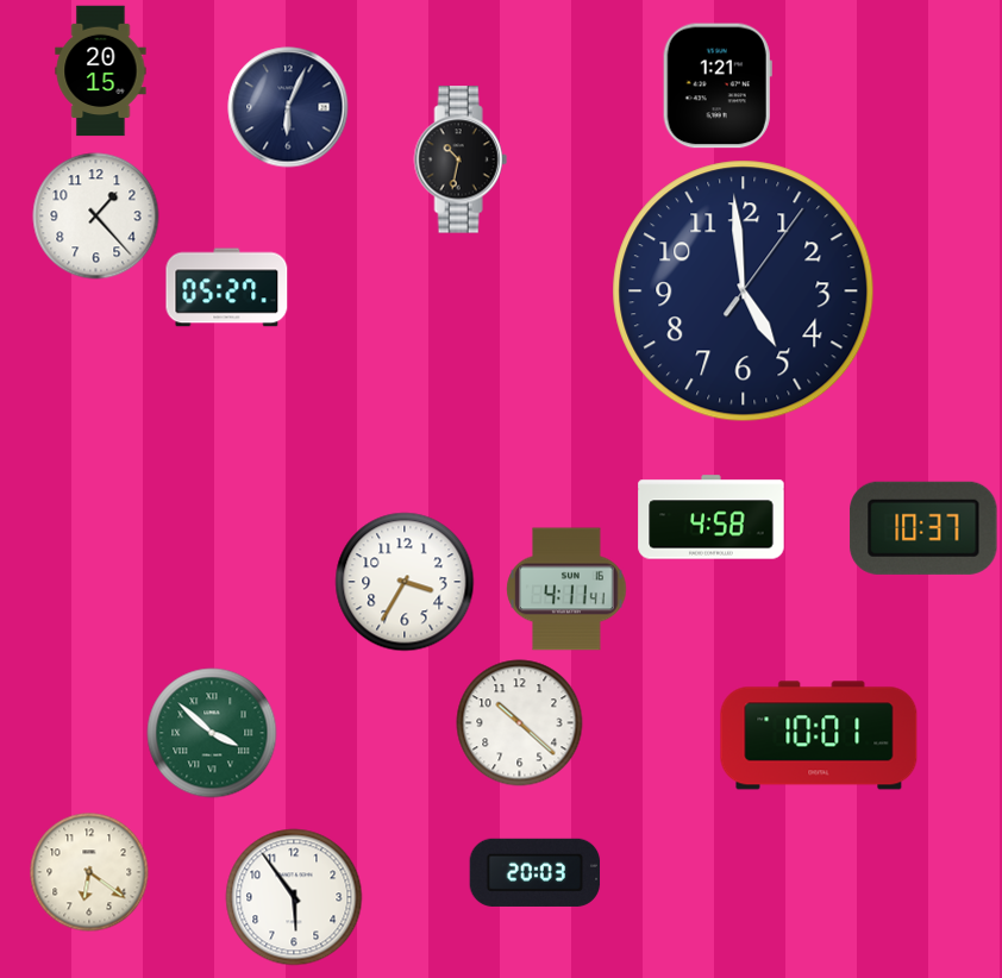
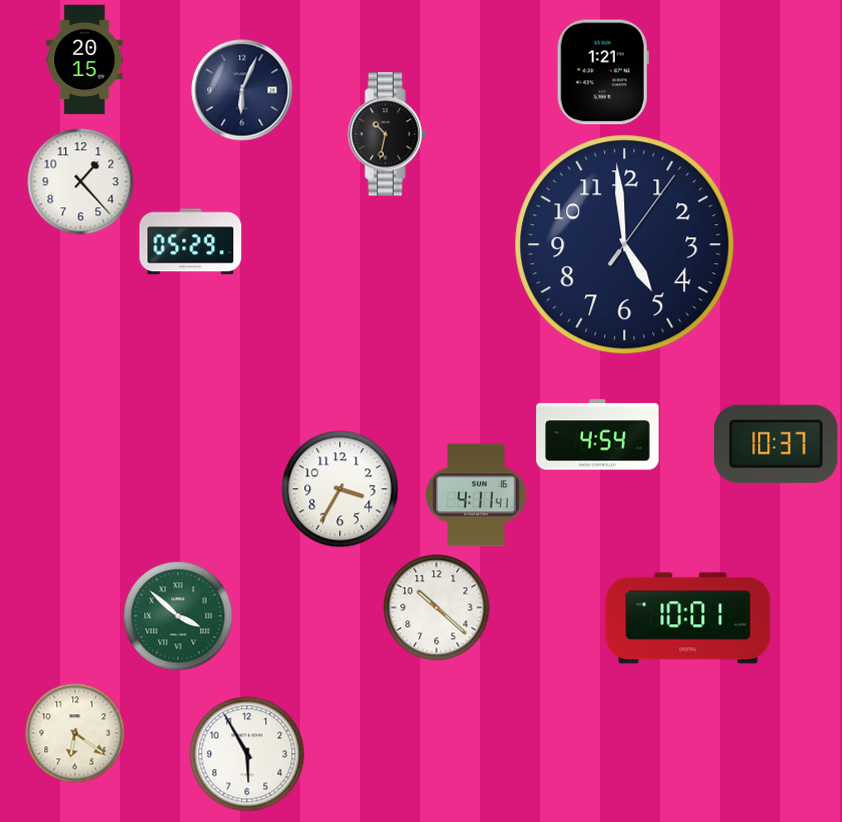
clock at (227, 288): 05:27 -> 05:29
clock at (712, 518): 4:58 -> 4:54
clock at (536, 872): 20:03 -> none
clock at (294, 897): 5:54 -> 5:55
